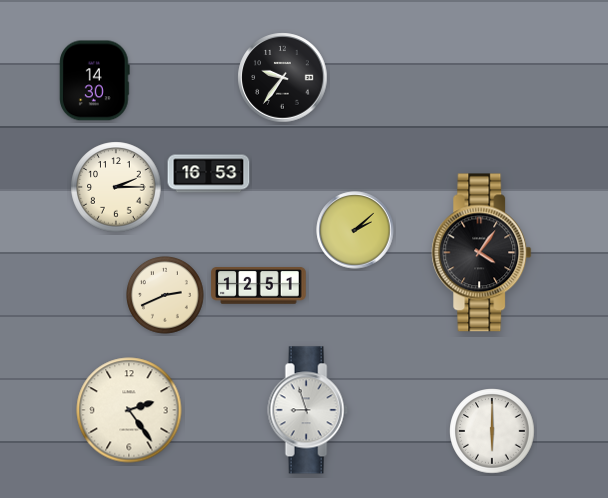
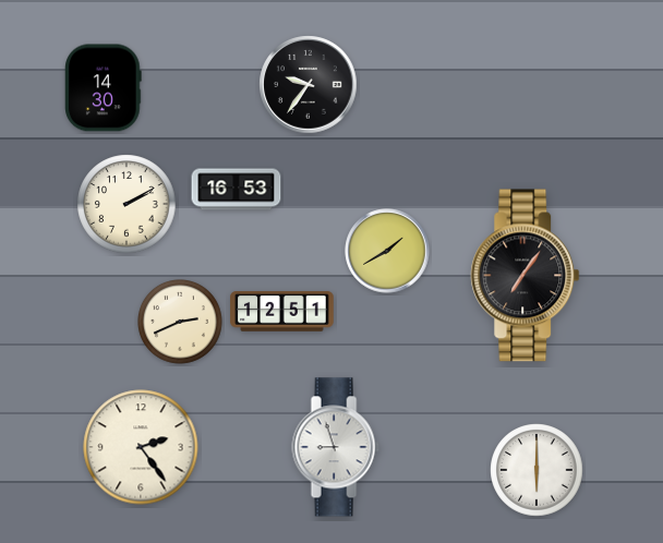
clock at (209, 174) position: (209, 174) -> (237, 190)
clock at (116, 187): 2:15 -> 2:10
clock at (355, 230): 2:08 -> 1:40
clock at (482, 253): 4:06 -> 7:06
